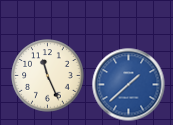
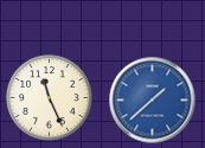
clock at (48, 76) position: (48, 76) -> (50, 98)
